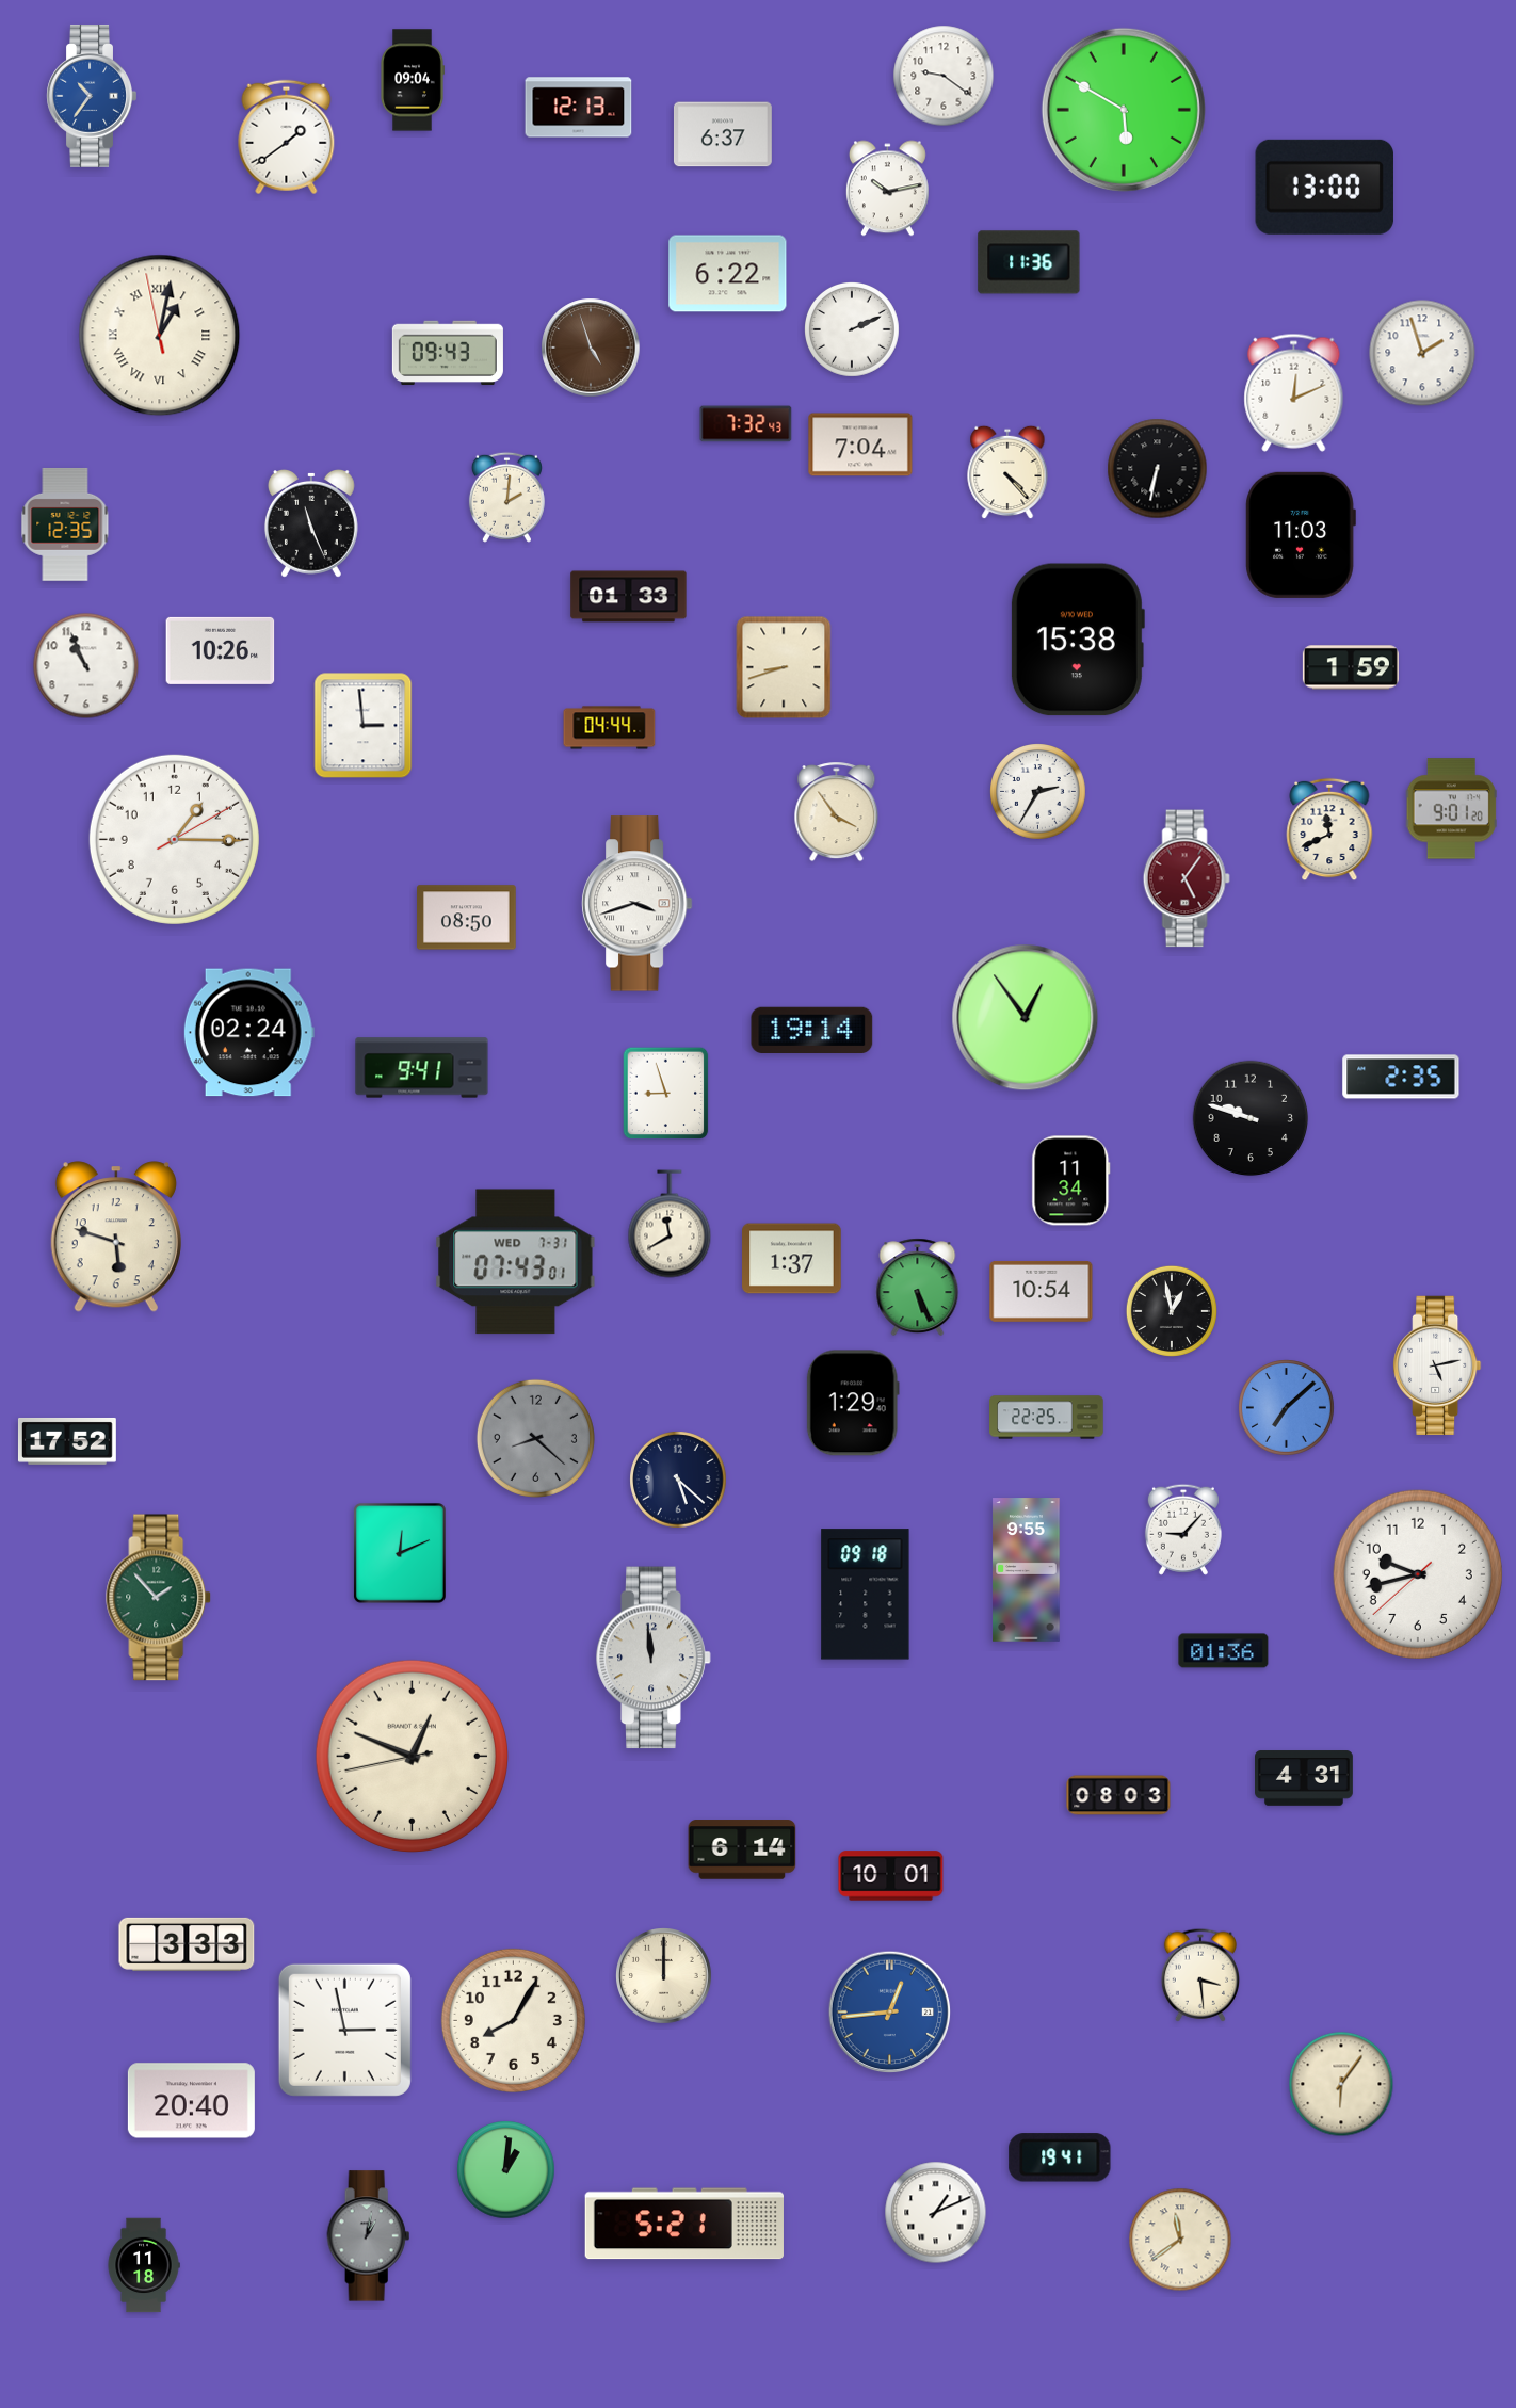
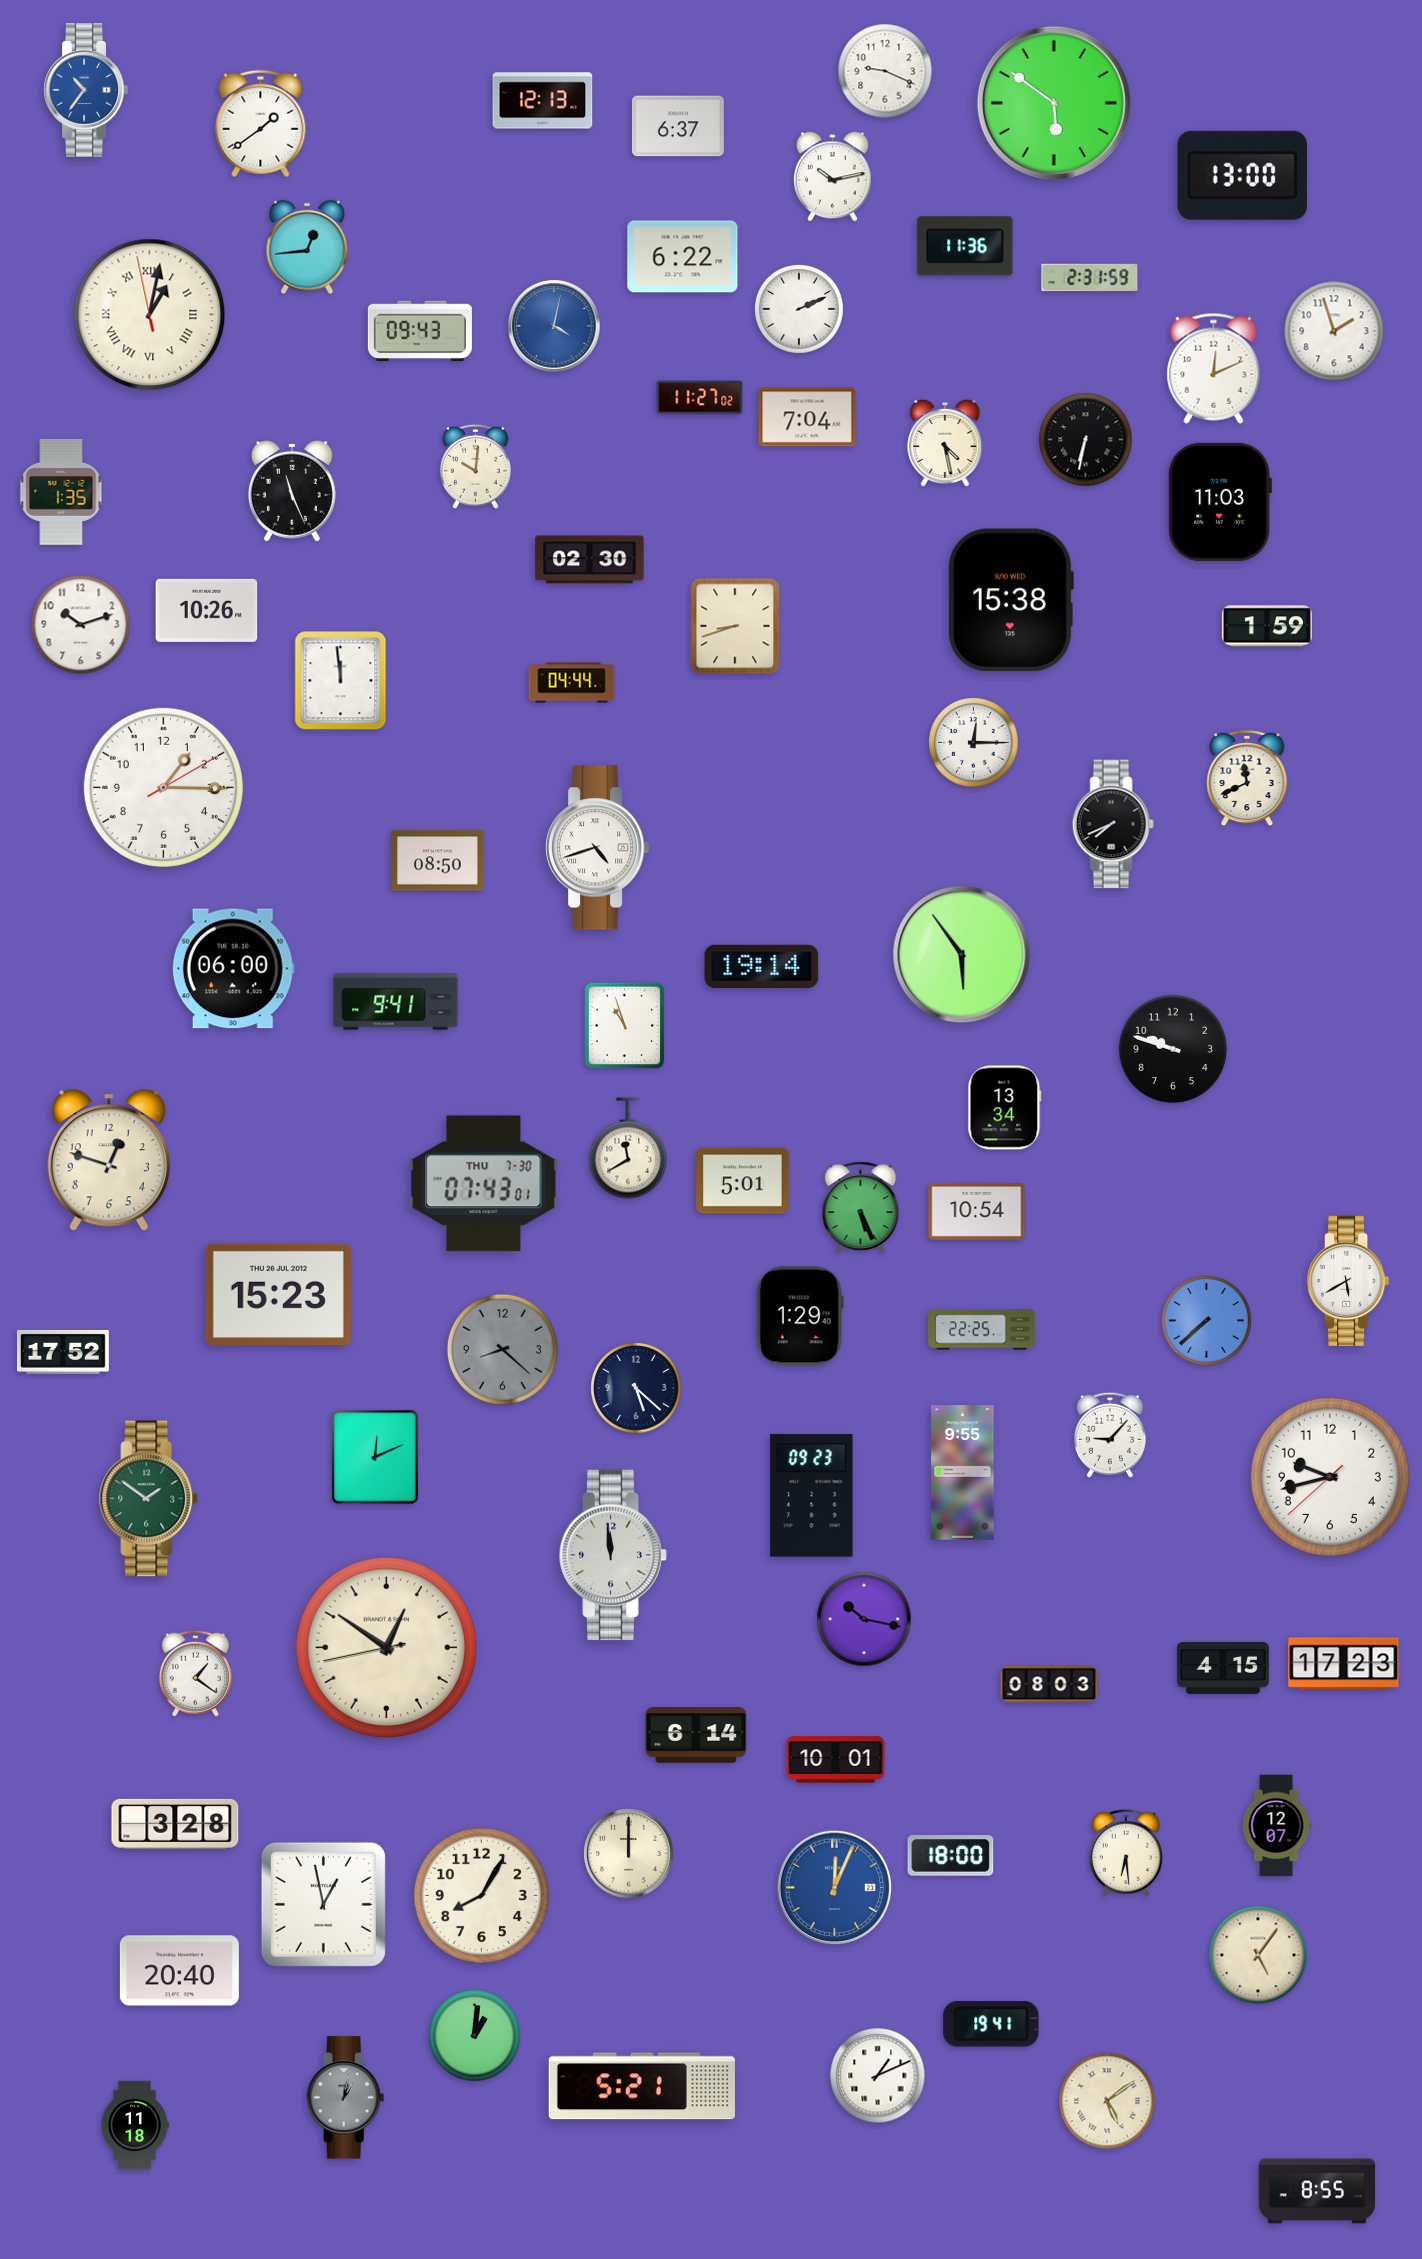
clock at (944, 76): 9:21 -> 9:19
clock at (413, 80): 09:04 -> none
clock at (1124, 110): 5:50 -> 5:51
clock at (287, 138) position: (287, 138) -> (261, 124)
clock at (307, 247): none -> 12:44
clock at (1090, 278): none -> 2:31
clock at (591, 348): 4:57 -> 4:02
clock at (591, 348) dial: brown -> blue
clock at (746, 424): 7:32 -> 11:27
clock at (1007, 472): 4:23 -> 4:28
clock at (506, 497): 2:01 -> 10:01
clock at (65, 524): 12:35 -> 1:35
clock at (629, 597): 01:33 -> 02:30
clock at (86, 666): 10:56 -> 10:12
clock at (364, 726): 2:59 -> 11:59
clock at (1038, 792): 2:35 -> 12:15
clock at (1451, 809): 9:01 -> none
clock at (837, 812): 3:54 -> none
clock at (1187, 878): 5:06 -> 7:41
clock at (1187, 878) dial: burgundy -> black
clock at (636, 904): 3:42 -> 4:42
clock at (1026, 1018): 12:54 -> 5:54
clock at (248, 1033): 02:24 -> 06:00
clock at (1401, 1077): 2:35 -> none
clock at (666, 1094): 8:57 -> 10:57
clock at (1071, 1181): 11:34 -> 13:34
clock at (116, 1237): 5:48 -> 12:48
clock at (792, 1259): 1:37 -> 5:01
clock at (516, 1262) date: WED 7-31 -> THU 7-30
clock at (1172, 1311): 12:58 -> none
clock at (1438, 1365): 5:13 -> 5:40
clock at (278, 1294): none -> 15:23
clock at (1287, 1408): 7:08 -> 7:38
clock at (866, 1595): 09:18 -> 09:23
clock at (159, 1598): 1:53 -> 1:51
clock at (1224, 1651): 01:36 -> none
clock at (864, 1619): none -> 10:17
clock at (412, 1756): 12:48 -> 12:50
clock at (1344, 1664): none -> 17:23
clock at (1305, 1778): 4:31 -> 4:15
clock at (195, 1673): none -> 1:21
clock at (187, 1944): 3:33 -> 3:28
clock at (1276, 1826): none -> 12:07
clock at (1199, 1975): 3:29 -> 6:29
clock at (664, 1976) position: (664, 1976) -> (629, 1854)
clock at (951, 1856): none -> 18:00
clock at (890, 2013): 12:44 -> 12:04
clock at (344, 2030): 2:58 -> 12:58
clock at (1341, 2084): 6:06 -> 5:06
clock at (1060, 2157) position: (1060, 2157) -> (991, 2024)
clock at (1180, 2240): 11:39 -> 5:09
clock at (1317, 2191): none -> 8:55
